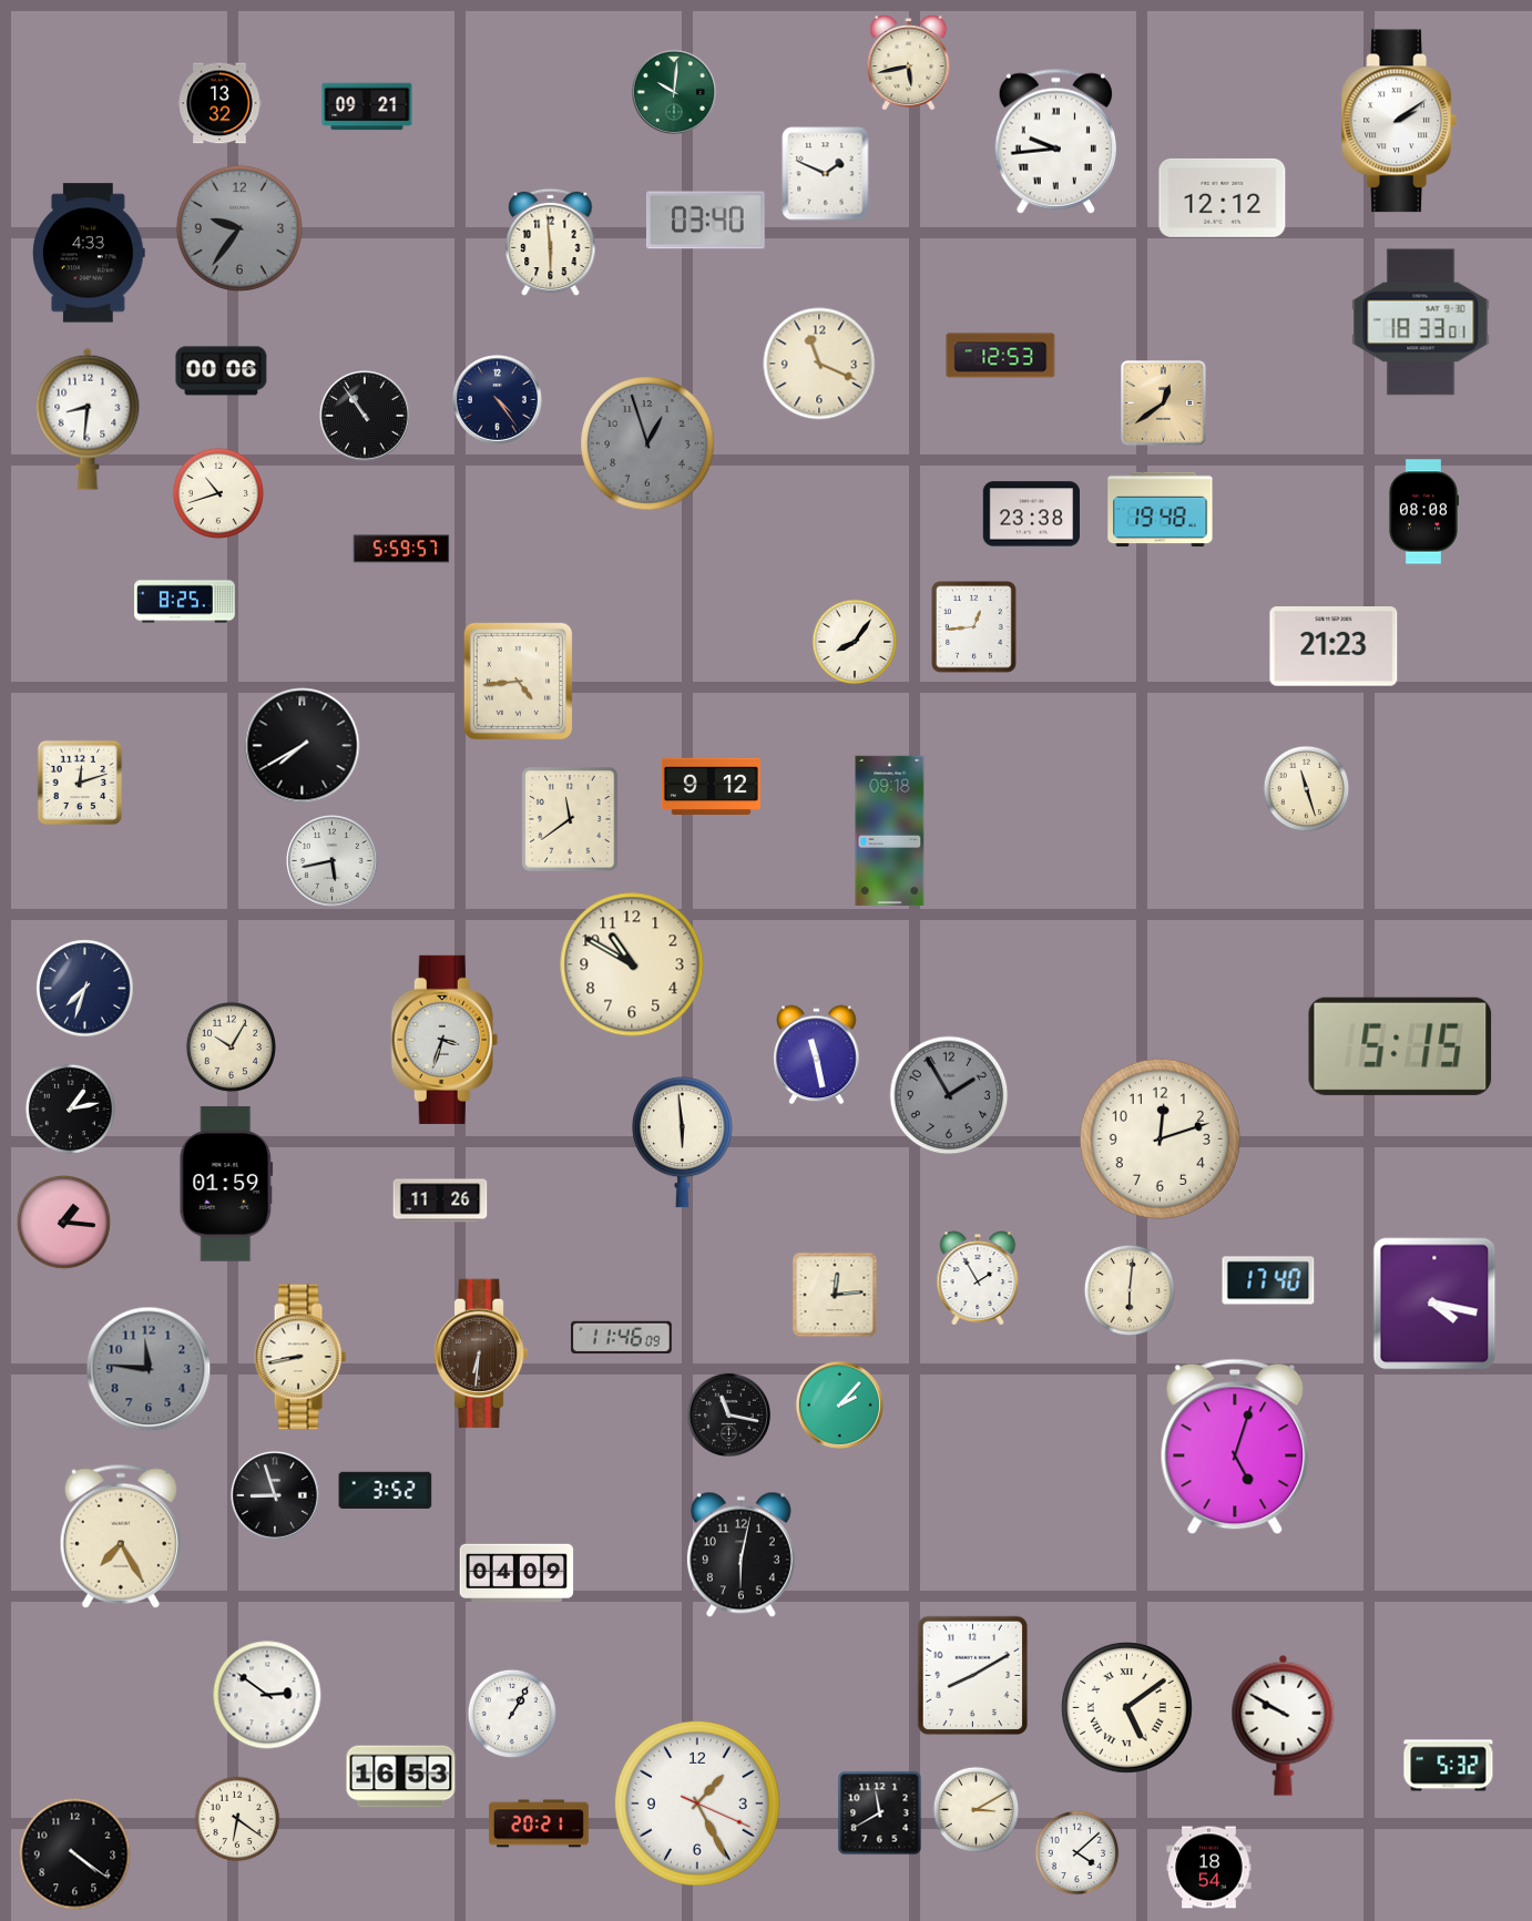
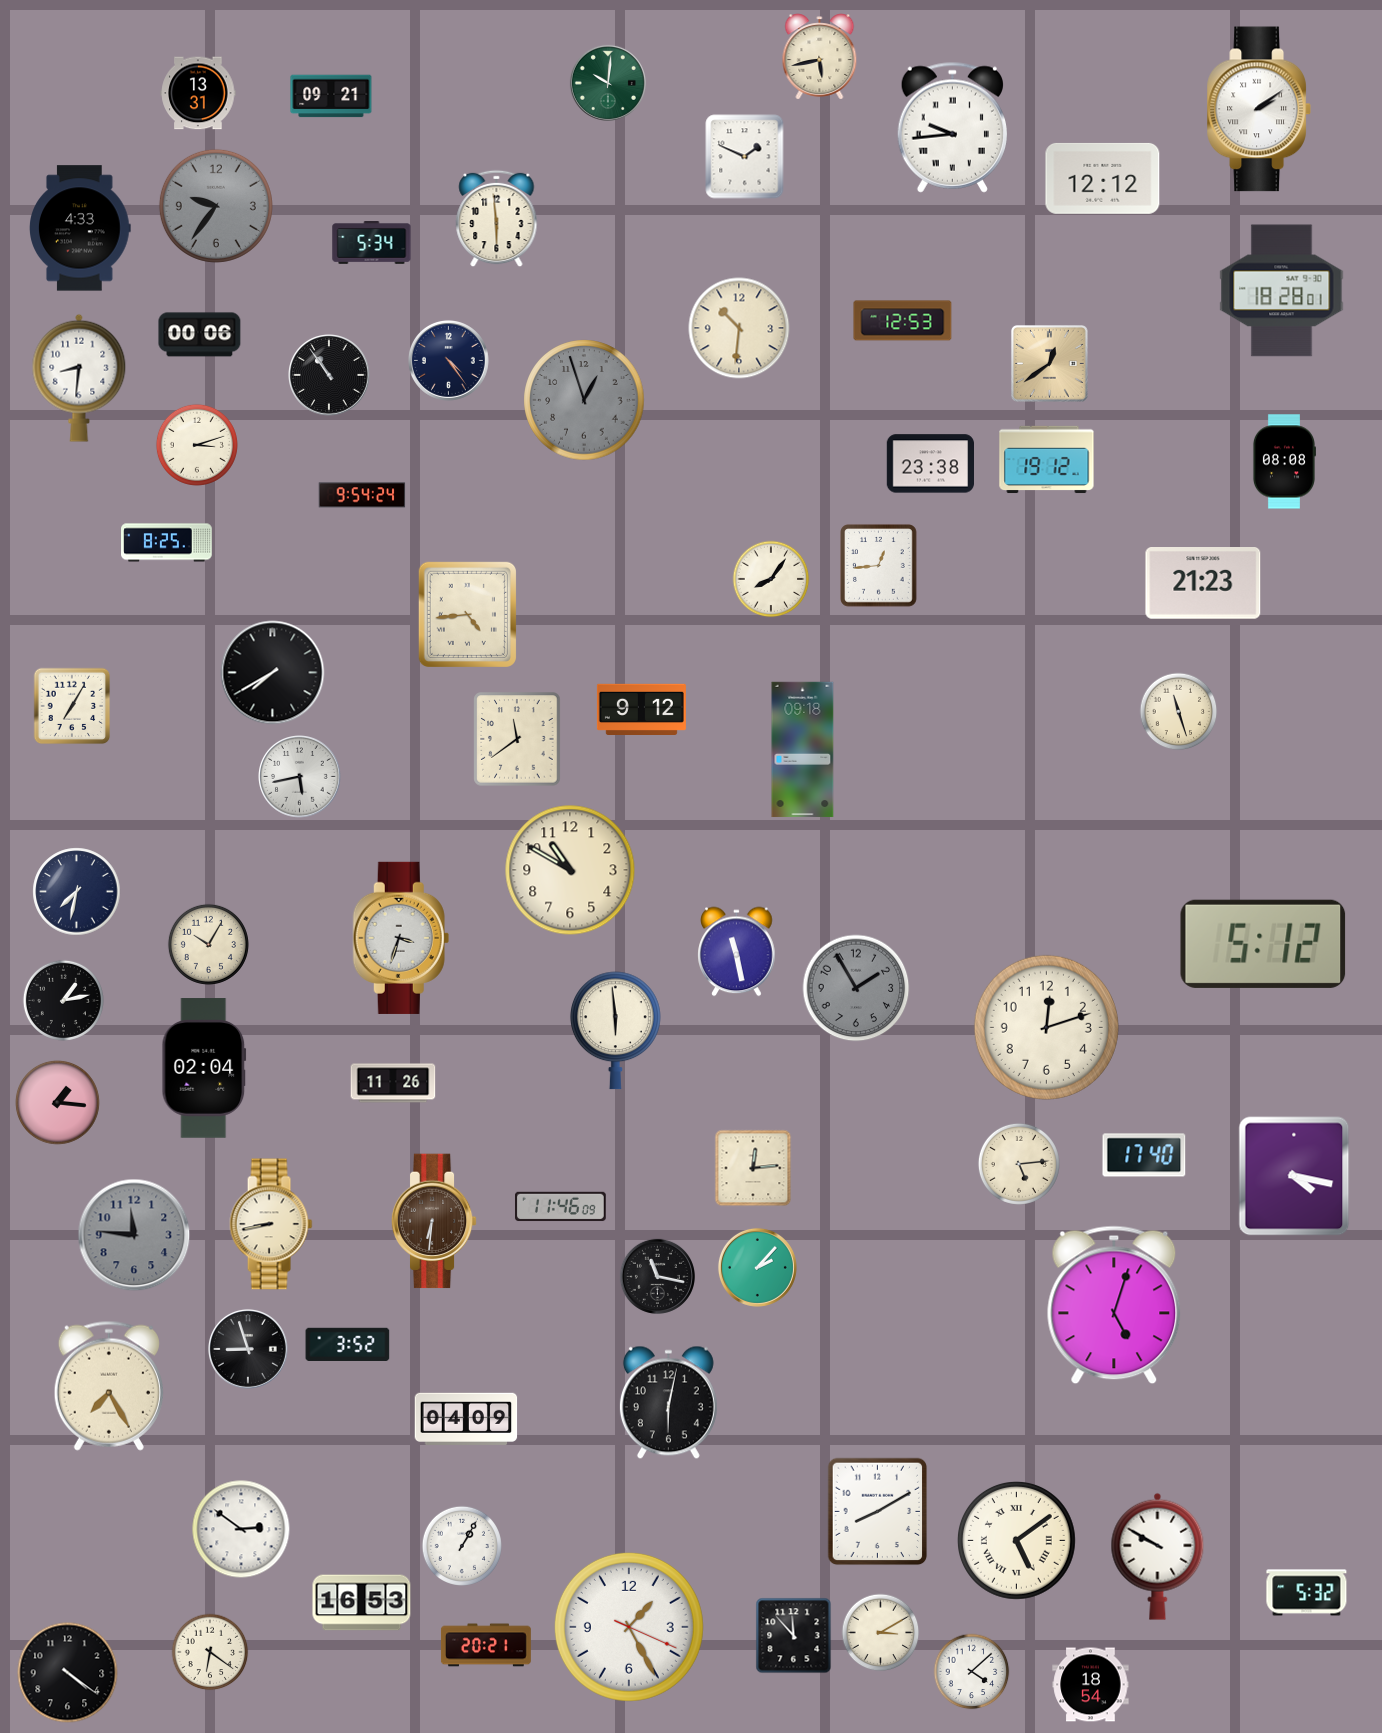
clock at (219, 103): 13:32 -> 13:31
clock at (1399, 121) position: (1399, 121) -> (1259, 109)
clock at (705, 221): 03:40 -> none
clock at (372, 243): none -> 5:34
clock at (1421, 323): 18:33 -> 18:28
clock at (819, 364): 11:19 -> 10:31
clock at (218, 493): 10:42 -> 3:12
clock at (1161, 510): 19:48 -> 19:12
clock at (401, 549): 5:59 -> 9:54
clock at (80, 783): 12:12 -> 7:05
clock at (570, 819) position: (570, 819) -> (517, 739)
clock at (85, 989): 7:33 -> 7:32
clock at (1400, 1046): 5:15 -> 5:12
clock at (226, 1184): 01:59 -> 02:04
clock at (440, 1200) position: (440, 1200) -> (393, 1083)
clock at (978, 1278): 1:55 -> none
clock at (1130, 1290): 6:01 -> 5:14
clock at (880, 1813): 11:40 -> 11:53
clock at (237, 1819) position: (237, 1819) -> (210, 1652)
